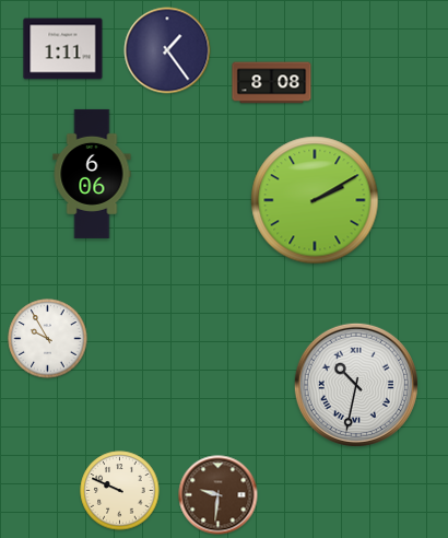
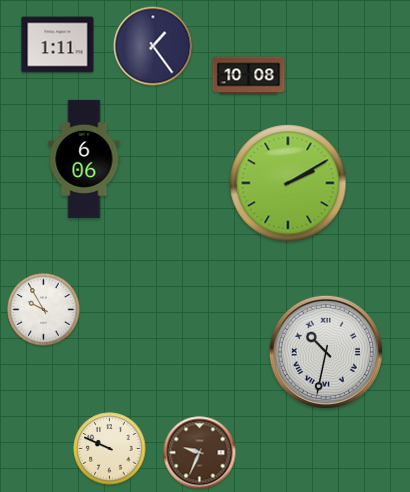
clock at (272, 83): 8:08 -> 10:08
clock at (219, 495): 9:31 -> 9:34
